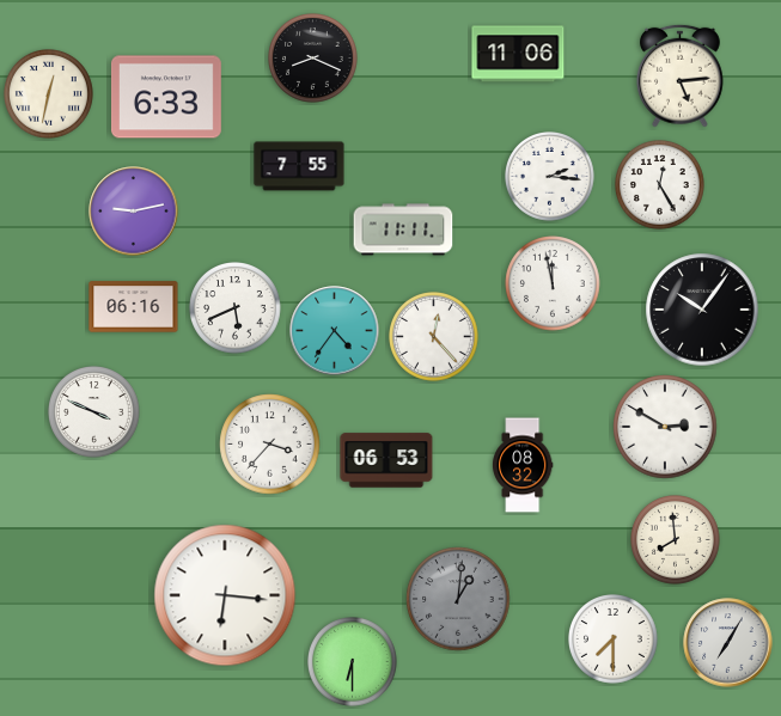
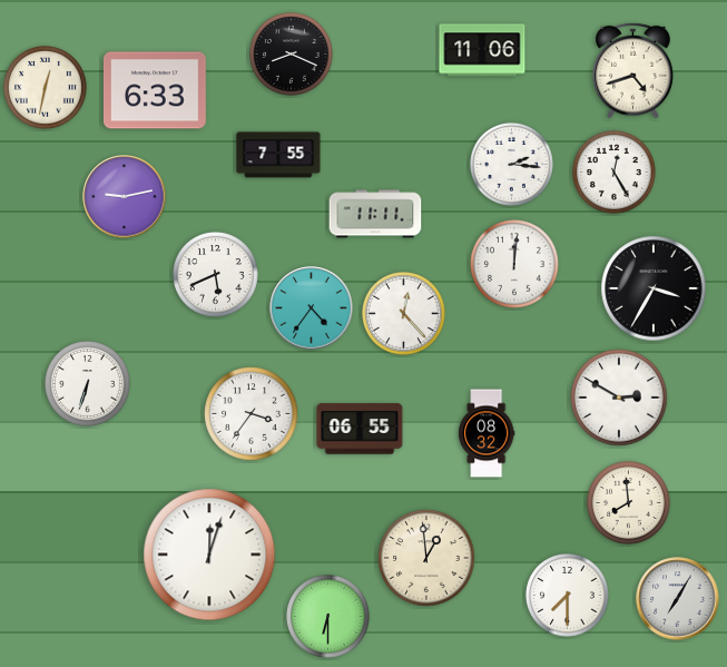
clock at (681, 75): 5:14 -> 4:42
clock at (553, 283): 11:58 -> 12:01
clock at (134, 307): 06:16 -> none
clock at (236, 308) position: (236, 308) -> (216, 275)
clock at (702, 310): 10:06 -> 3:35
clock at (94, 412): 3:49 -> 6:33
clock at (270, 445): 3:37 -> 3:36
clock at (386, 460): 06:53 -> 06:55
clock at (225, 595): 6:16 -> 12:03
clock at (458, 599): 1:01 -> 12:59
clock at (458, 599) dial: grey -> cream
clock at (614, 639) position: (614, 639) -> (568, 596)
